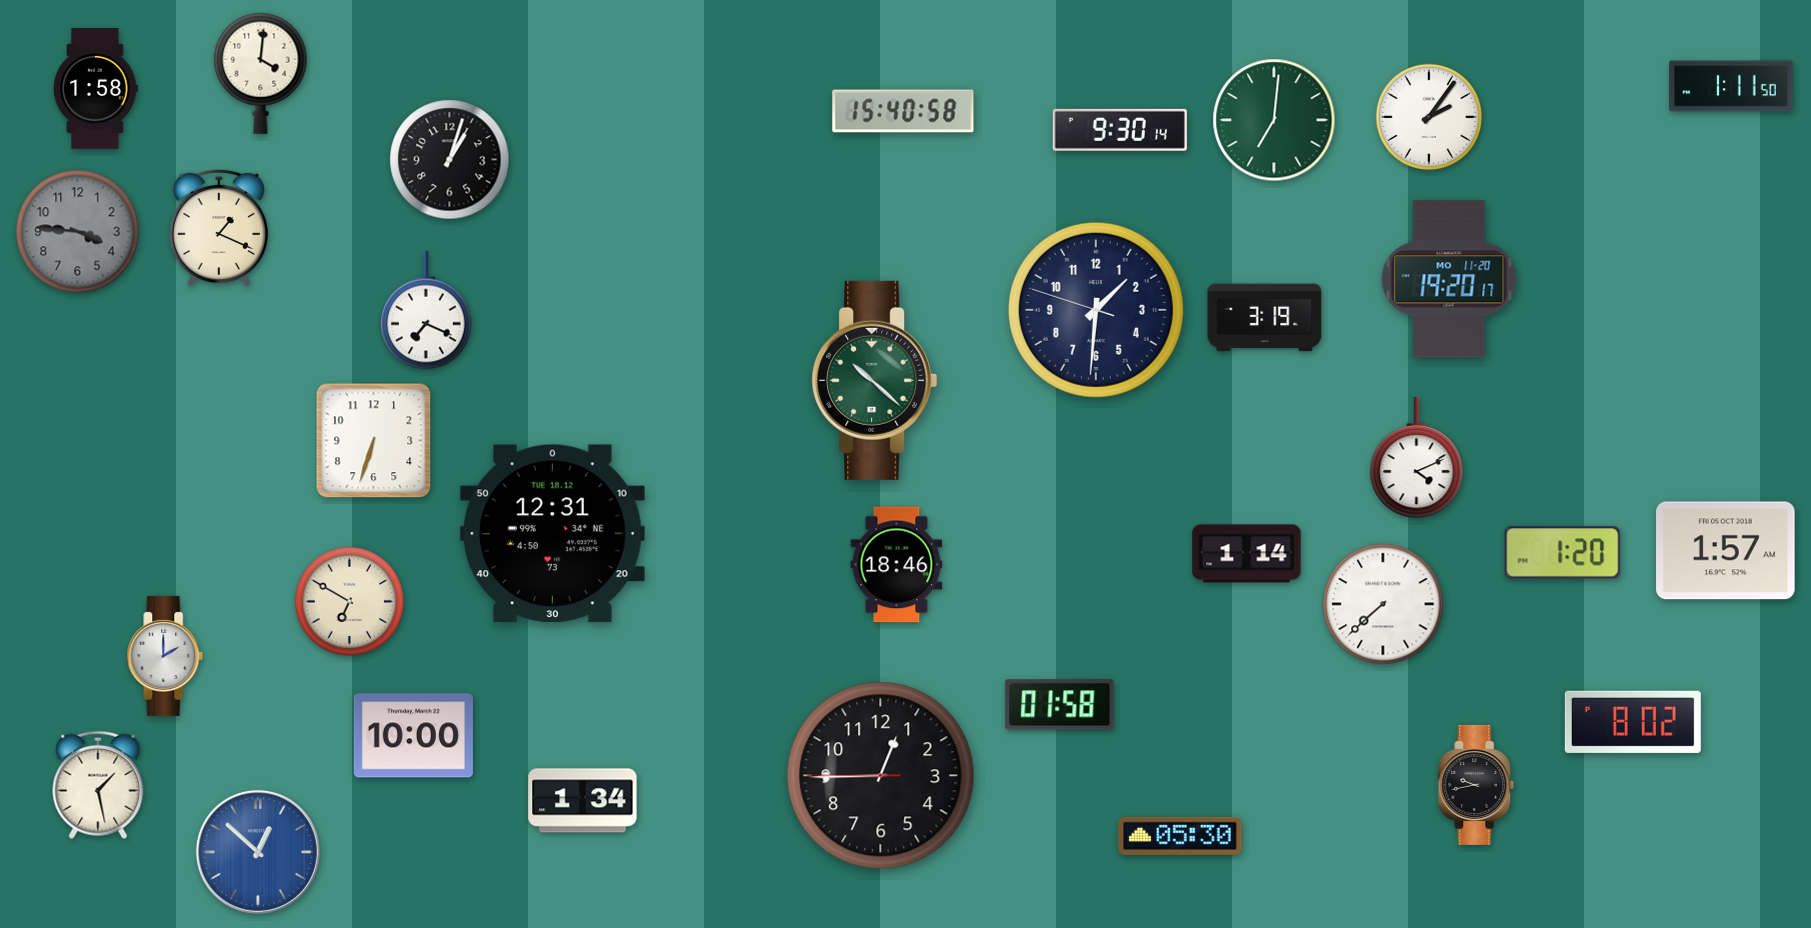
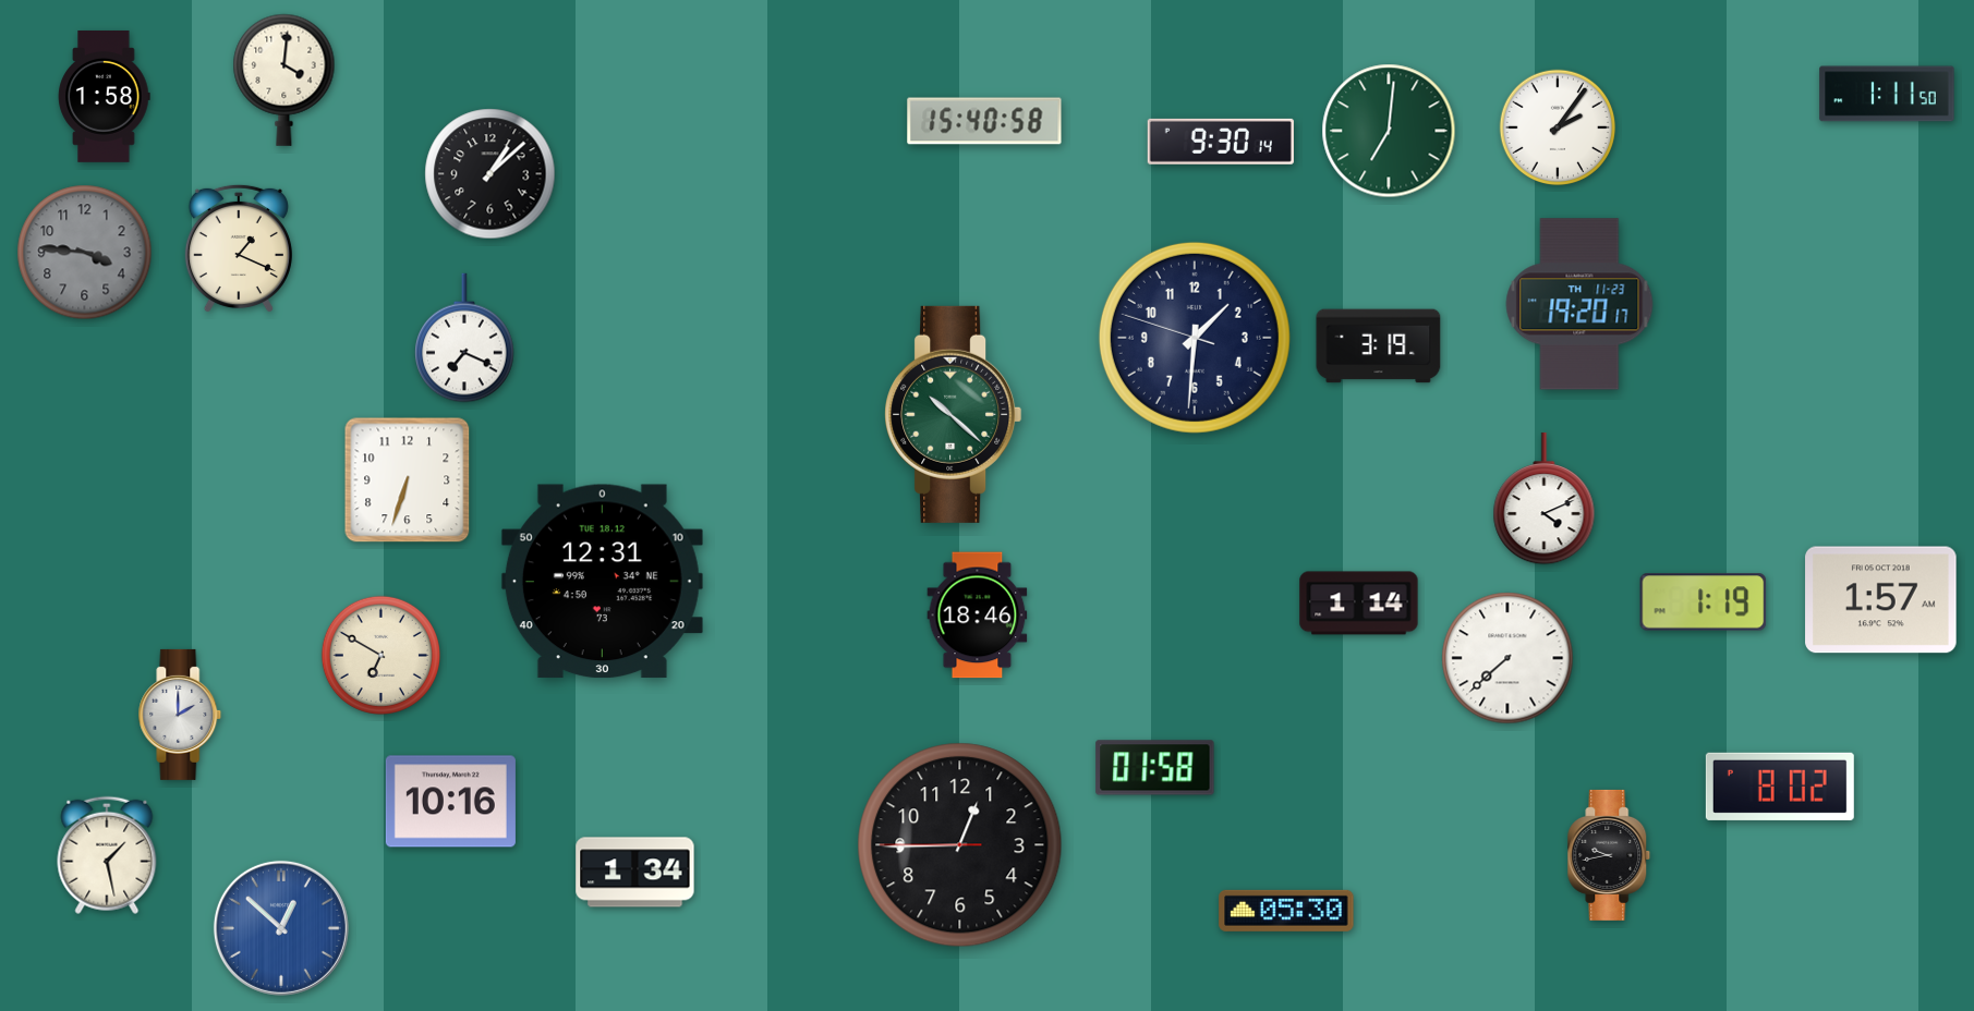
clock at (450, 160): 1:03 -> 1:08
clock at (1449, 279) date: MO 11-20 -> TH 11-23
clock at (1563, 553): 1:20 -> 1:19
clock at (413, 736): 10:00 -> 10:16
